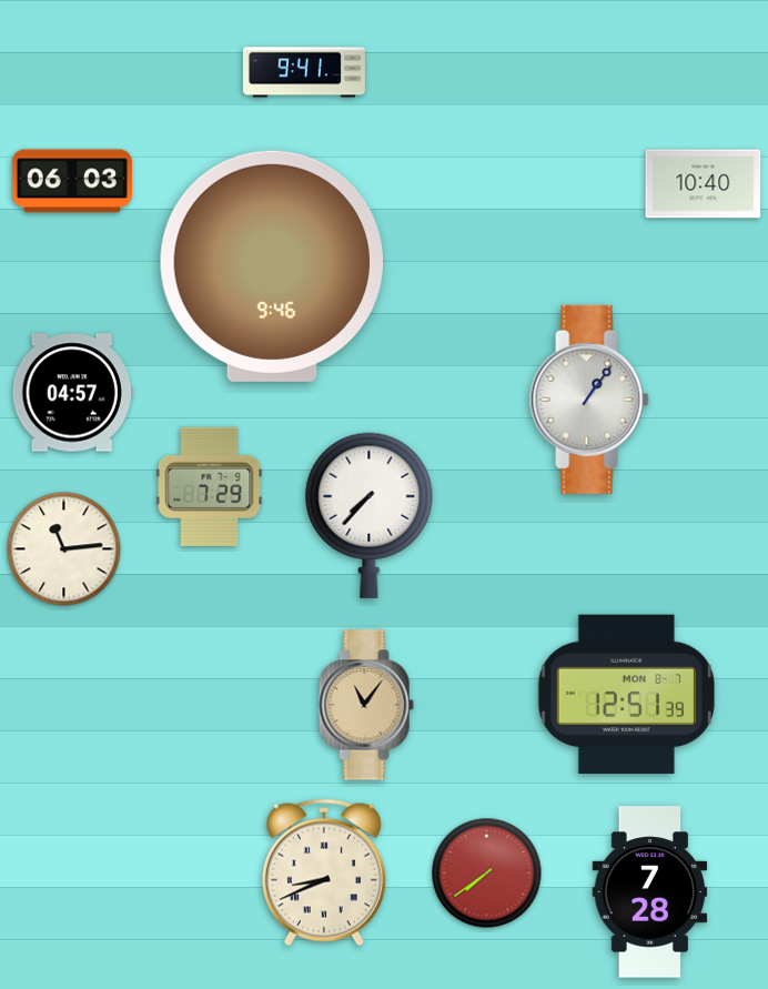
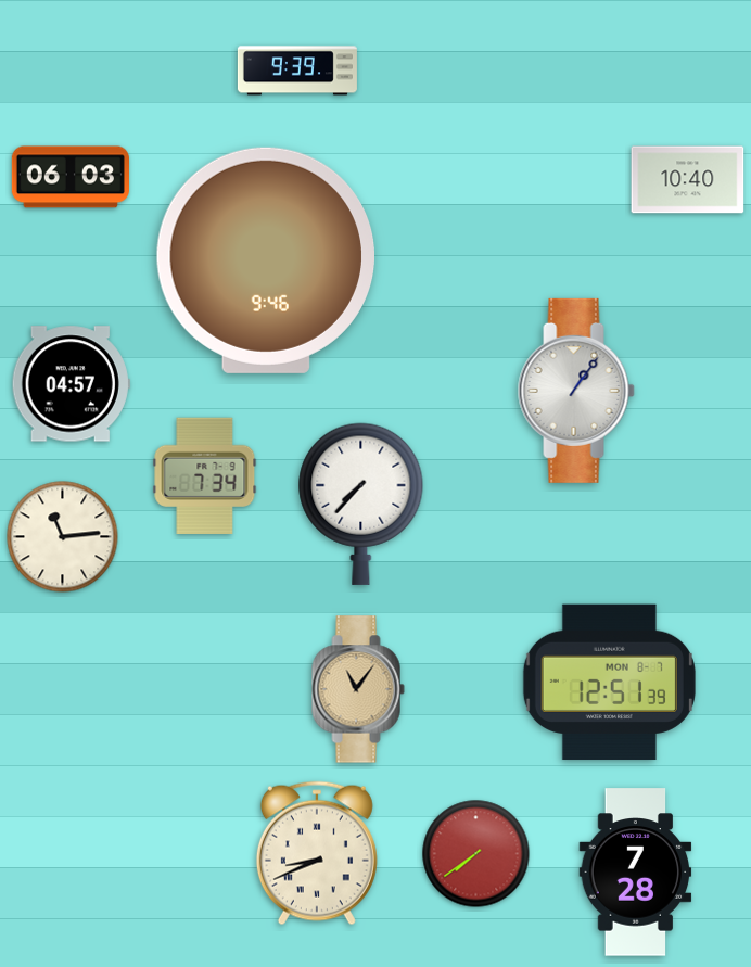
clock at (304, 72): 9:41 -> 9:39
clock at (210, 486): 7:29 -> 7:34
clock at (626, 695) position: (626, 695) -> (609, 683)
